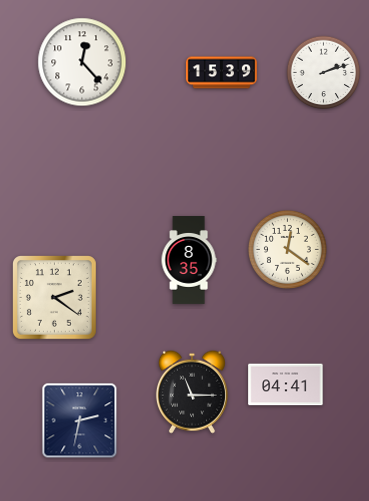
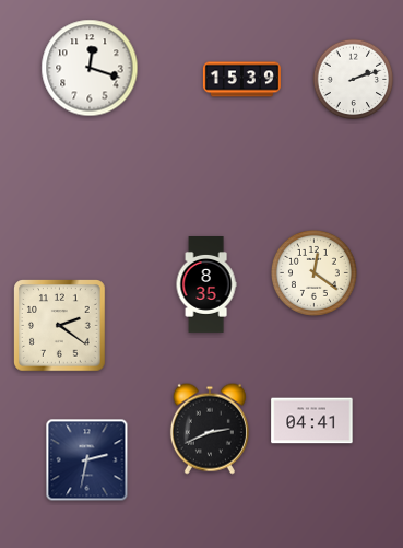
clock at (82, 62): 12:23 -> 12:18
clock at (192, 392): 11:15 -> 2:41
